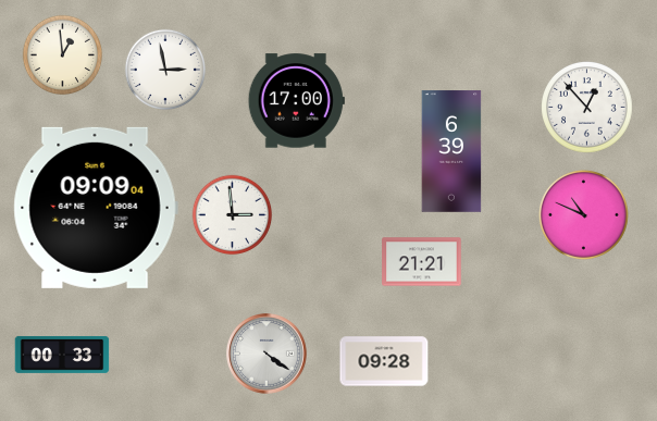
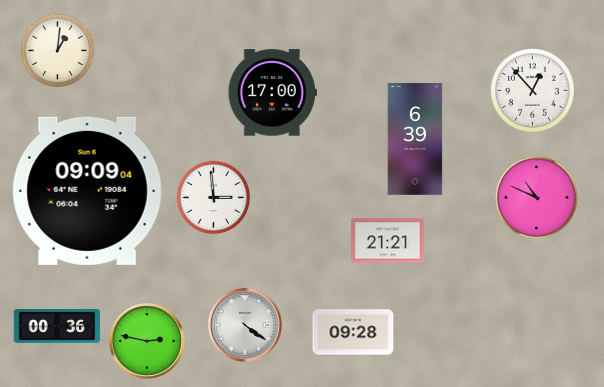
clock at (63, 55): 12:59 -> 1:01
clock at (164, 69): 2:58 -> none
clock at (587, 108) position: (587, 108) -> (533, 91)
clock at (62, 355): 00:33 -> 00:36
clock at (148, 342): none -> 2:47
